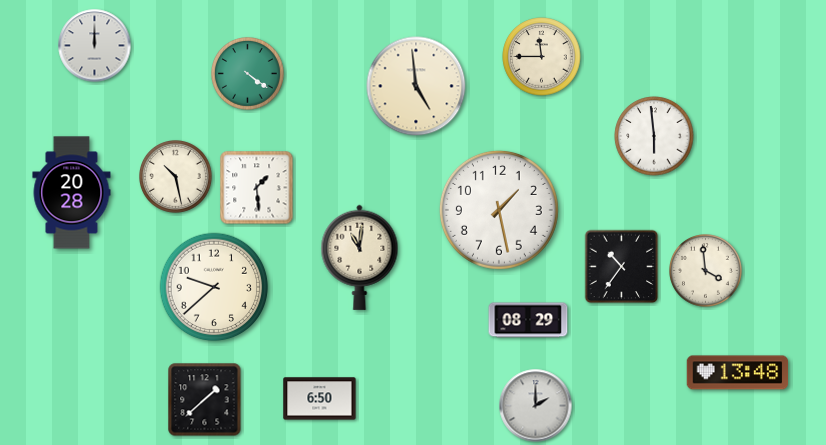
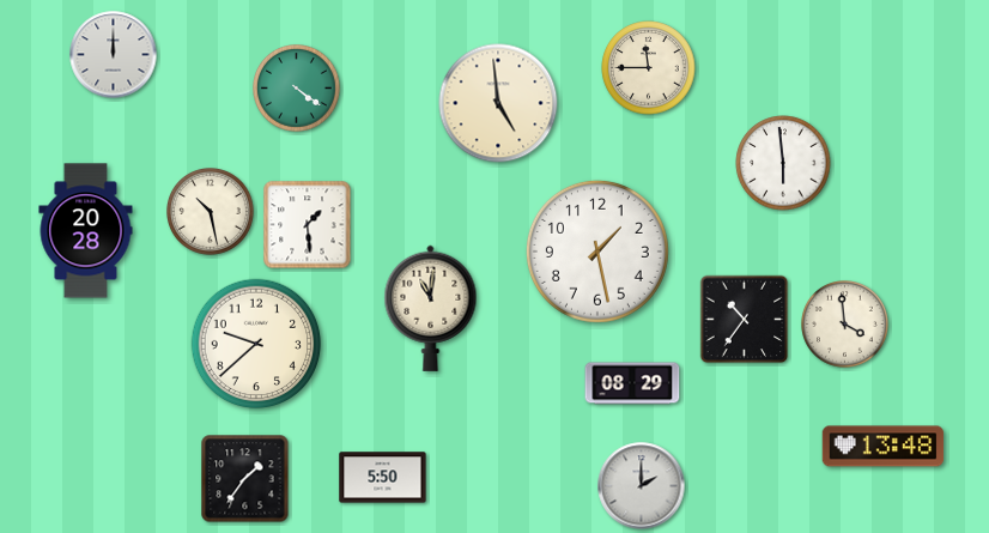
clock at (320, 399): 6:50 -> 5:50
clock at (205, 400): 1:38 -> 1:36
